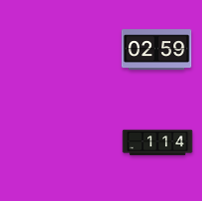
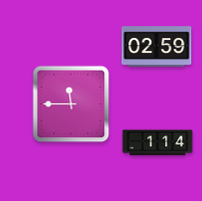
clock at (157, 50) position: (157, 50) -> (157, 47)
clock at (71, 104): none -> 11:45
